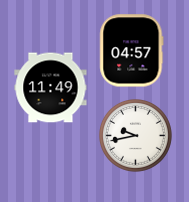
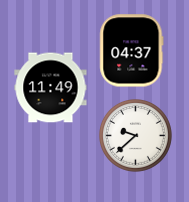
clock at (132, 51): 04:57 -> 04:37
clock at (136, 136): 9:43 -> 9:38
